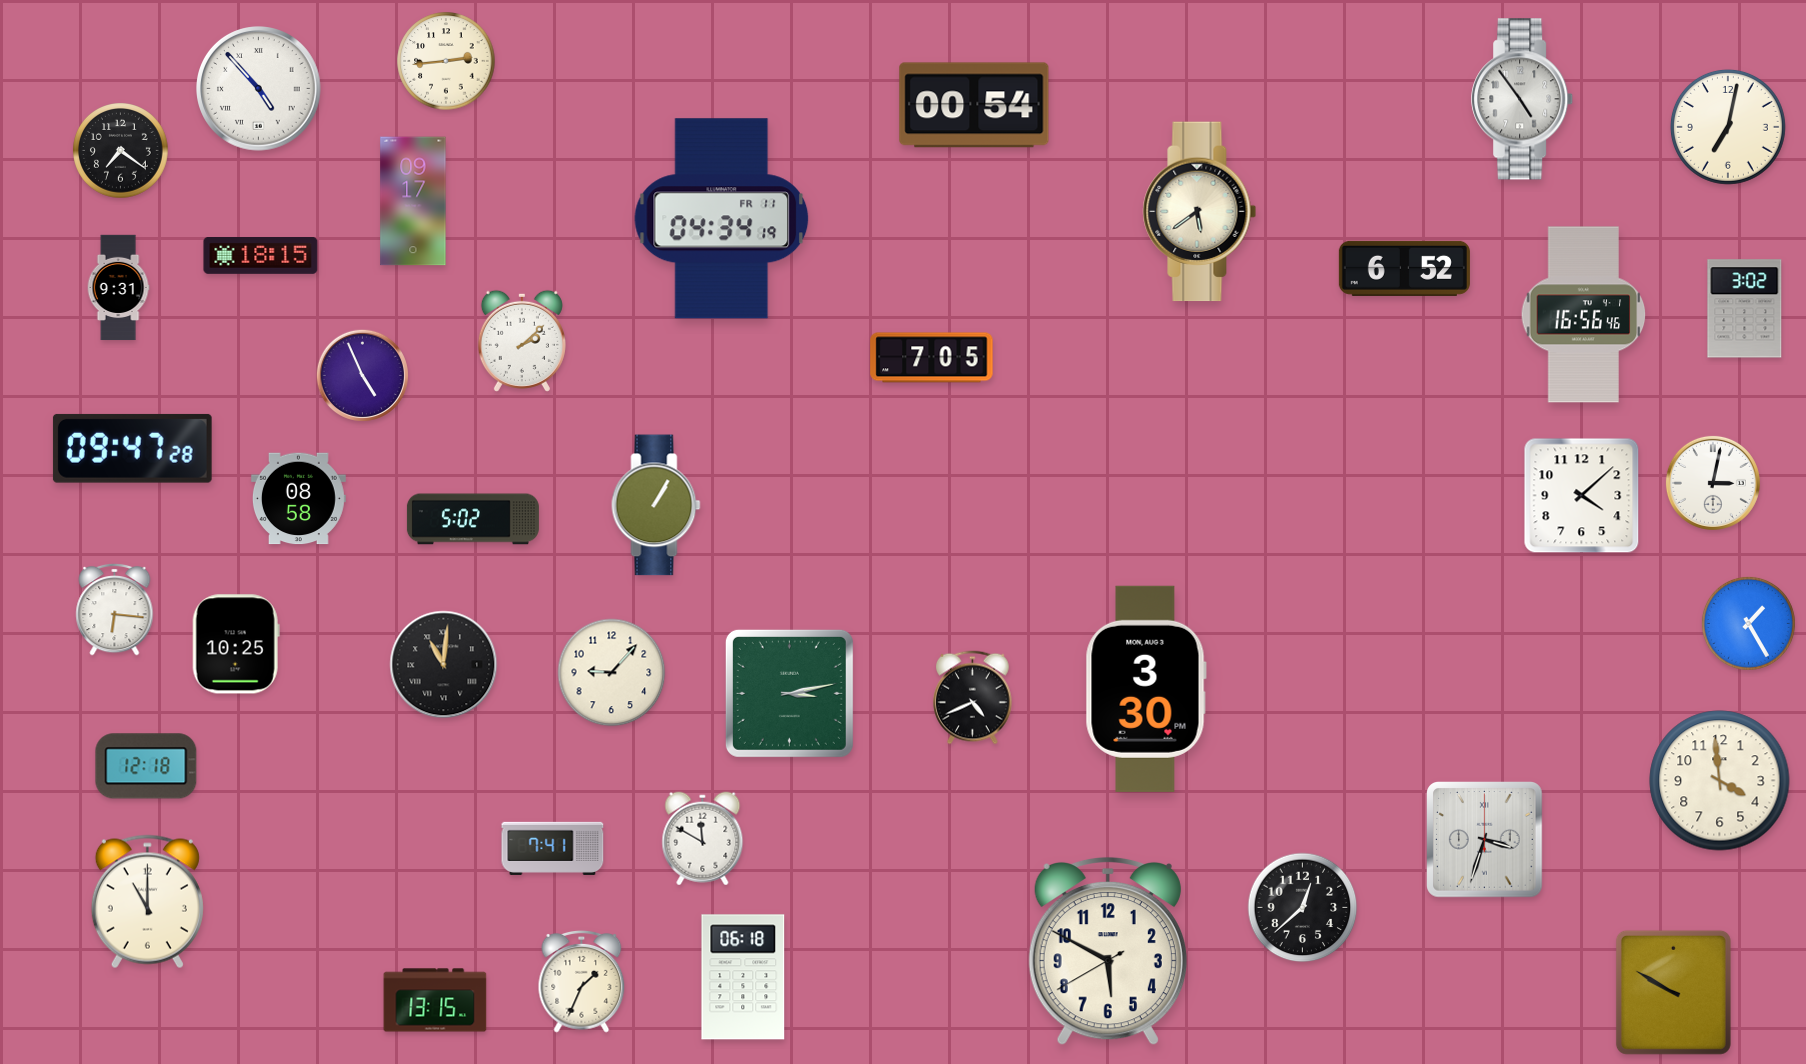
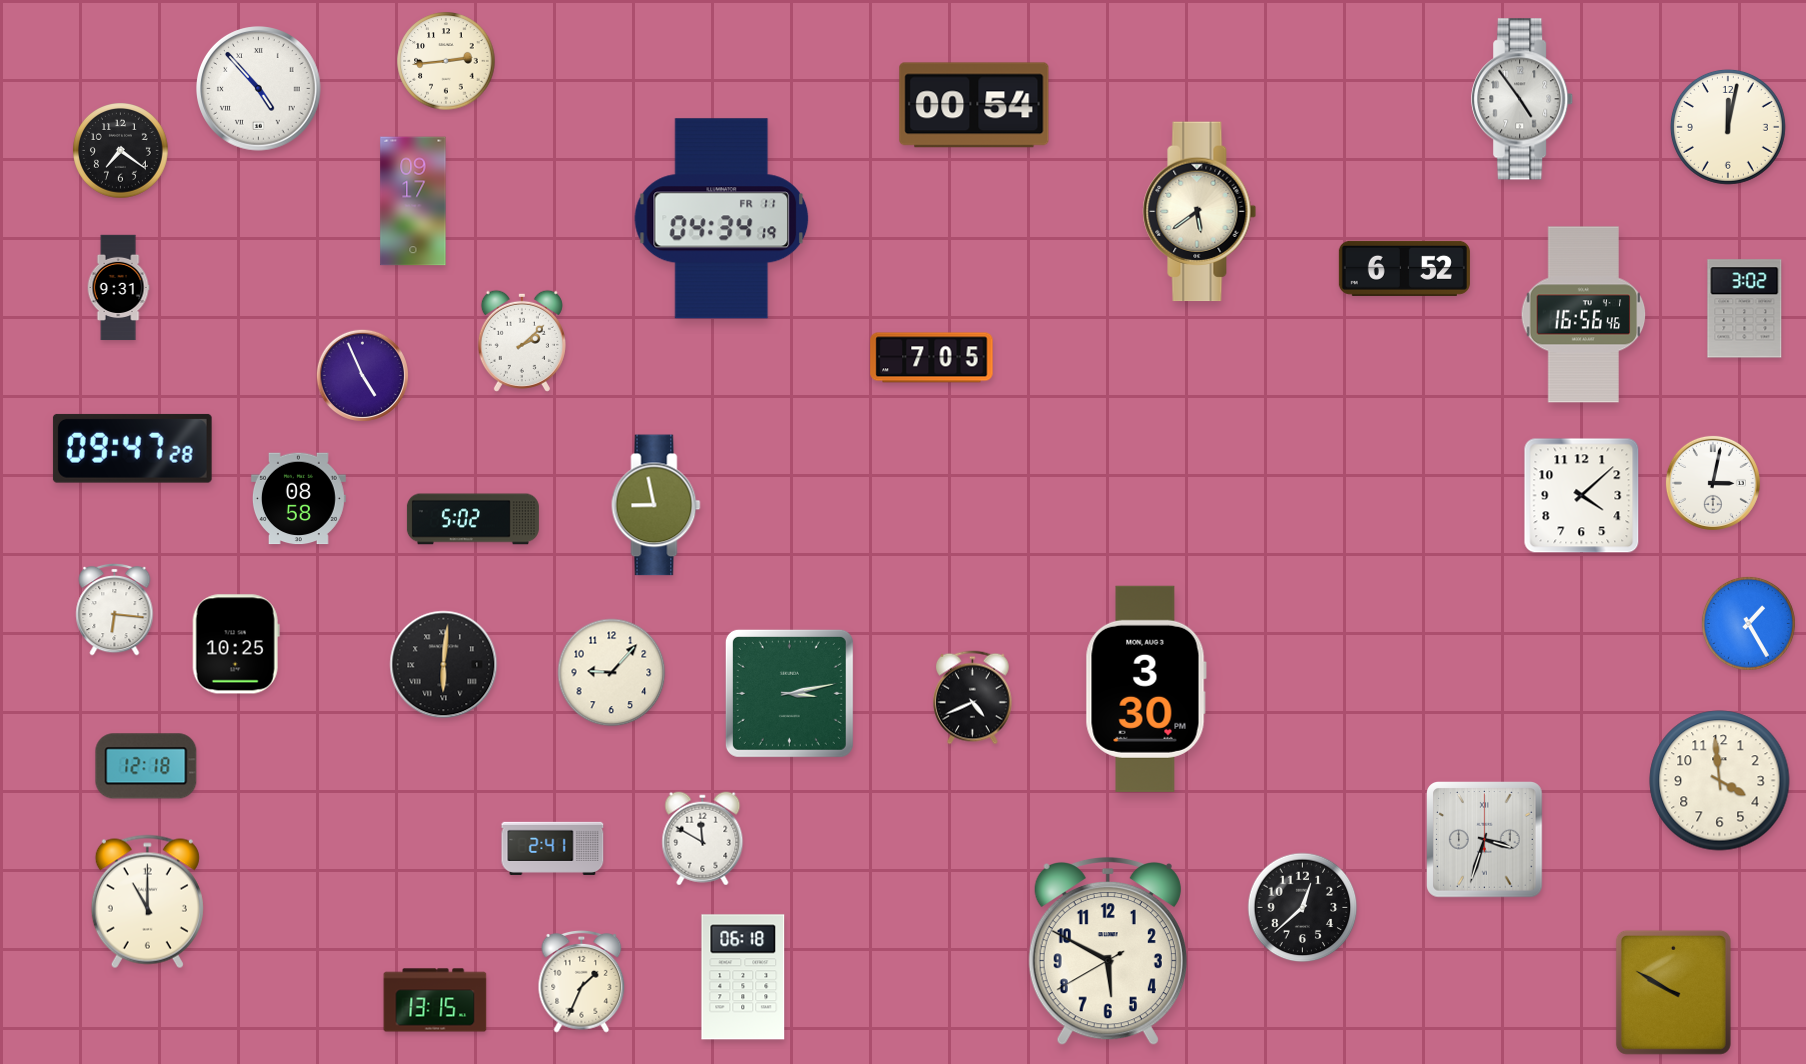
clock at (1728, 127): 7:02 -> 12:02
clock at (261, 256): 18:15 -> none
clock at (656, 505): 1:05 -> 8:58
clock at (444, 665): 11:01 -> 6:01
clock at (553, 848): 7:41 -> 2:41
